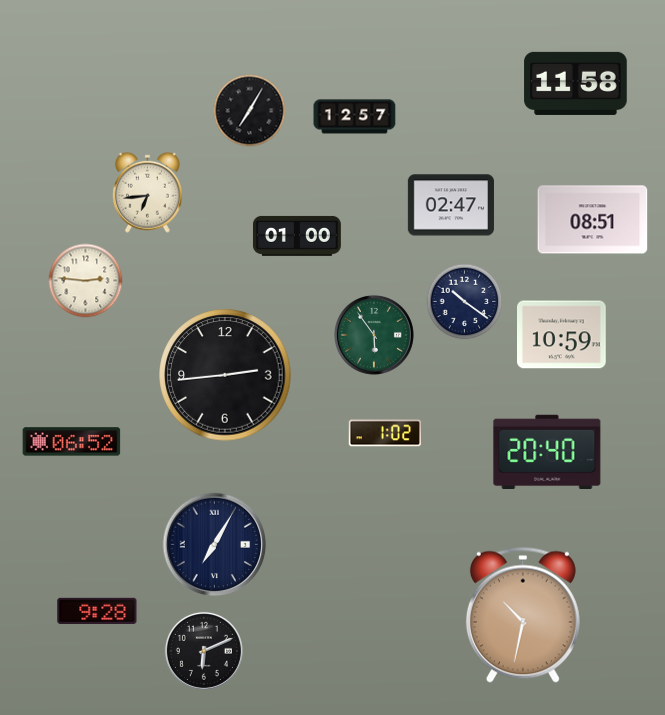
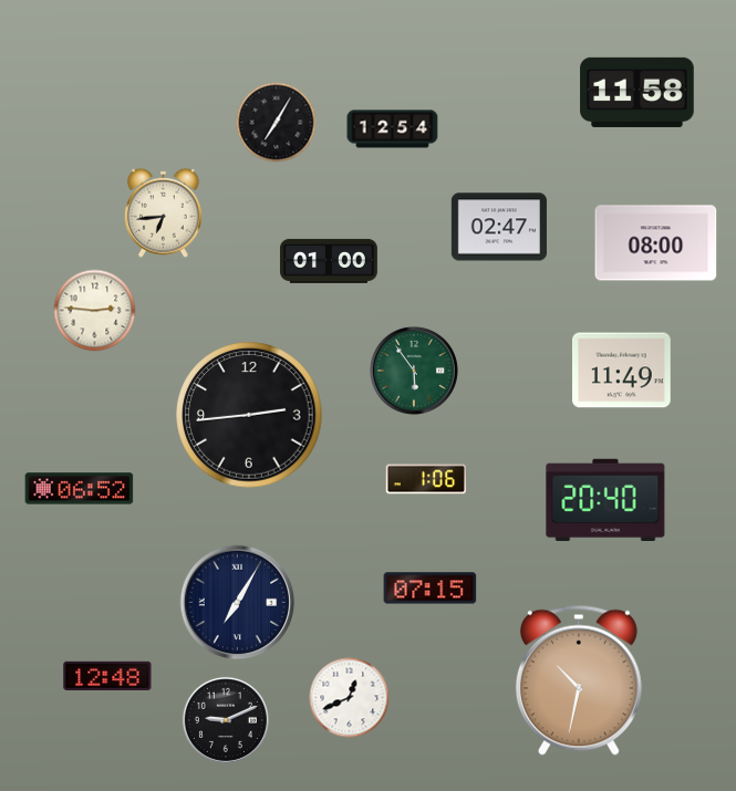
clock at (355, 117): 12:57 -> 12:54
clock at (593, 220): 08:51 -> 08:00
clock at (465, 302): 10:21 -> none
clock at (562, 335): 10:59 -> 11:49
clock at (384, 433): 1:02 -> 1:06
clock at (431, 589): none -> 07:15
clock at (97, 611): 9:28 -> 12:48
clock at (350, 698): none -> 12:41
clock at (204, 651): 6:11 -> 9:11
